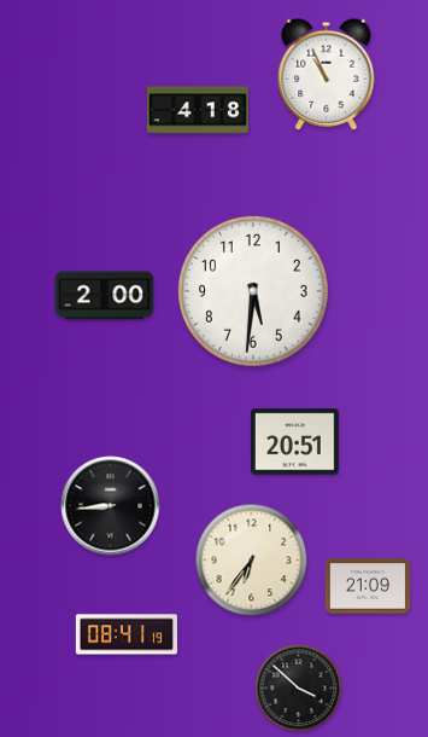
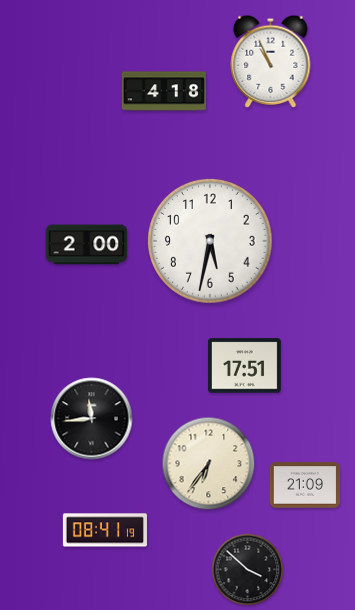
clock at (254, 292): 5:31 -> 5:32
clock at (295, 442): 20:51 -> 17:51
clock at (111, 506): 8:44 -> 11:44
clock at (127, 634) position: (127, 634) -> (105, 530)
